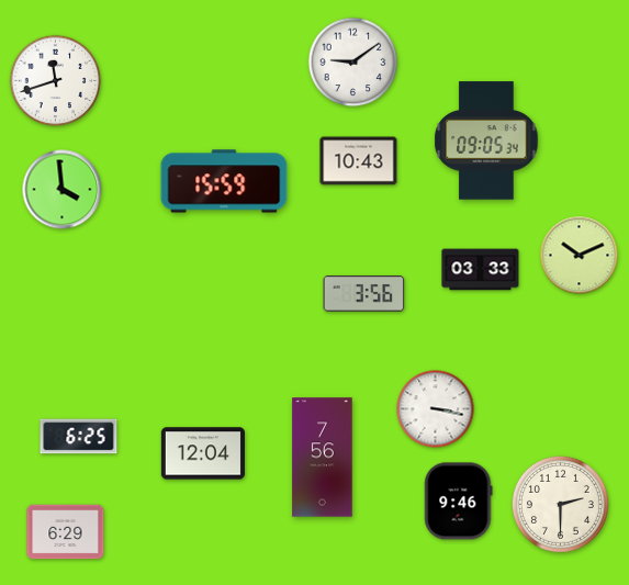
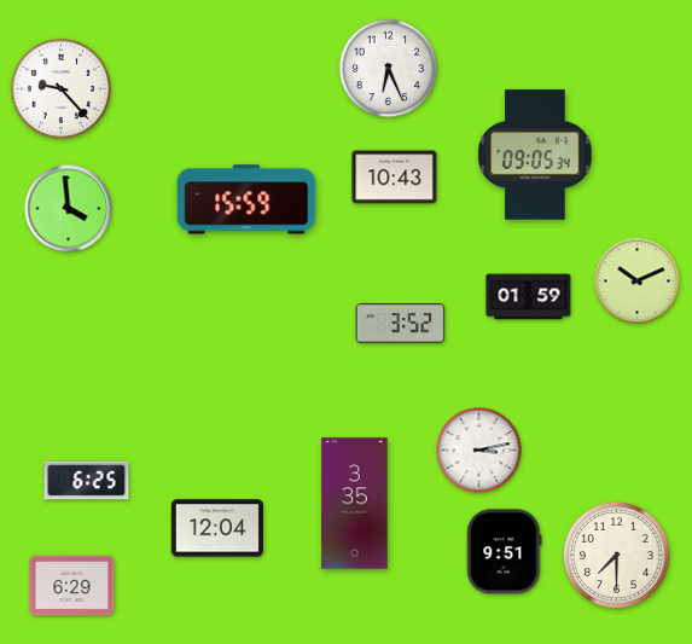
clock at (353, 63): 9:09 -> 6:26
clock at (56, 81): 11:42 -> 9:23
clock at (481, 270): 03:33 -> 01:59
clock at (364, 294): 3:56 -> 3:52
clock at (436, 409): 3:17 -> 3:13
clock at (203, 453) position: (203, 453) -> (217, 528)
clock at (323, 458): 7:56 -> 3:35
clock at (459, 502): 9:46 -> 9:51
clock at (560, 504): 2:30 -> 7:30
